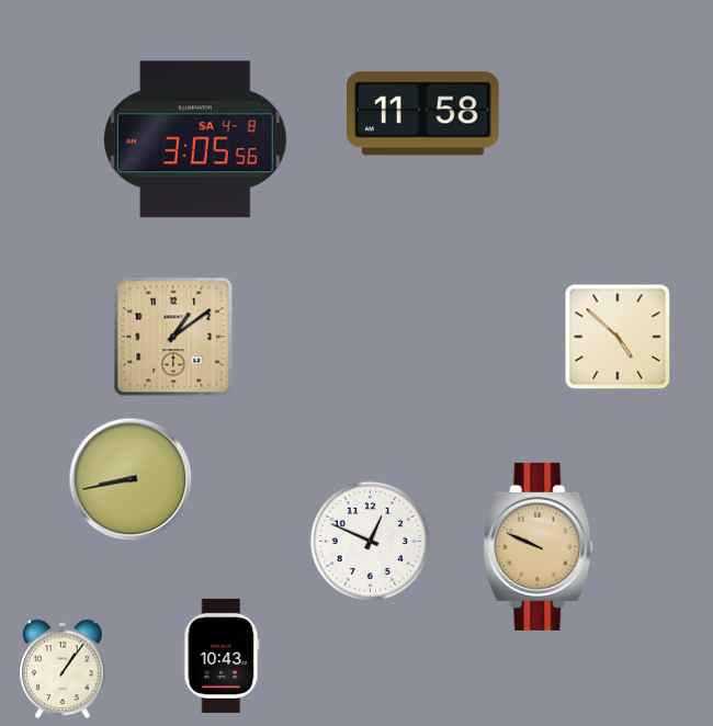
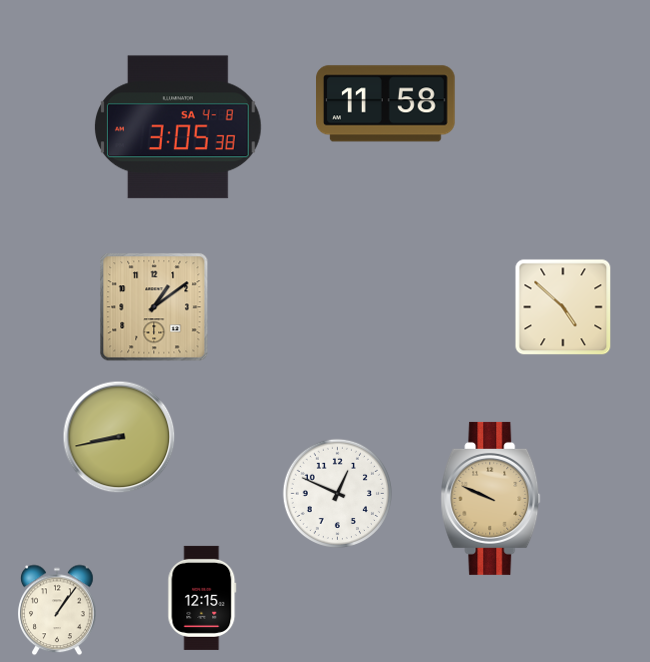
clock at (195, 139): 3:05:56 -> 3:05:38
clock at (173, 337) position: (173, 337) -> (154, 307)
clock at (222, 656): 10:43 -> 12:15
